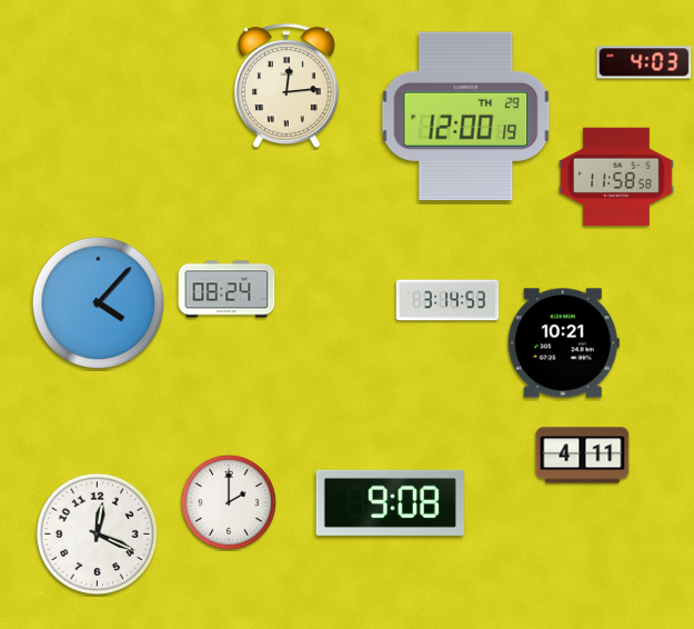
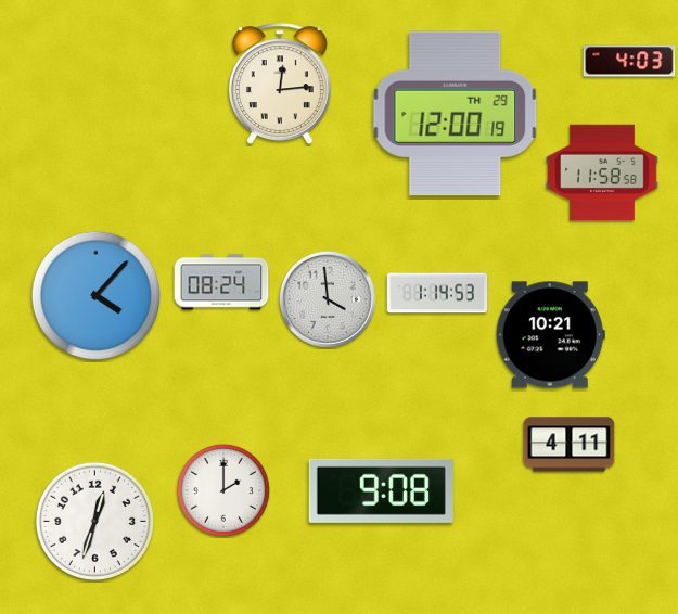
clock at (447, 300): 3:14 -> 1:14
clock at (328, 299): none -> 3:59
clock at (97, 533): 12:19 -> 12:33
